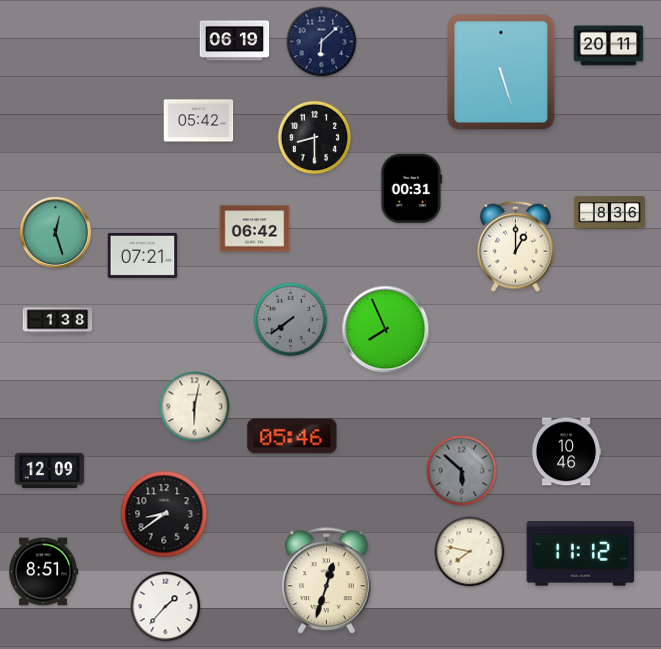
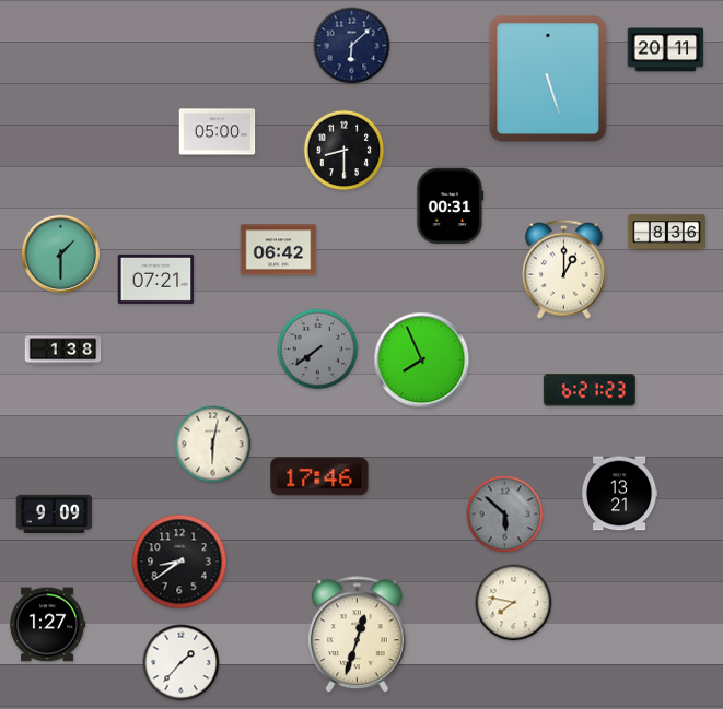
clock at (235, 41): 06:19 -> none
clock at (199, 121): 05:42 -> 05:00
clock at (55, 232): 12:27 -> 1:30
clock at (590, 390): none -> 6:21
clock at (292, 436): 05:46 -> 17:46
clock at (566, 452): 10:46 -> 13:21
clock at (50, 470): 12:09 -> 9:09
clock at (581, 554): 11:12 -> none
clock at (43, 572): 8:51 -> 1:27
